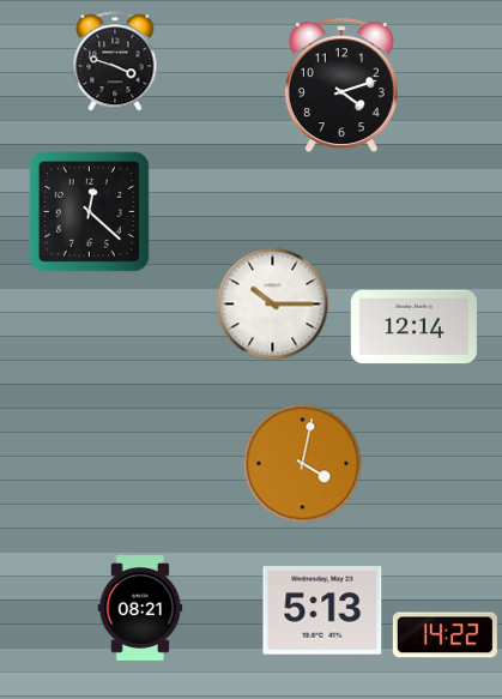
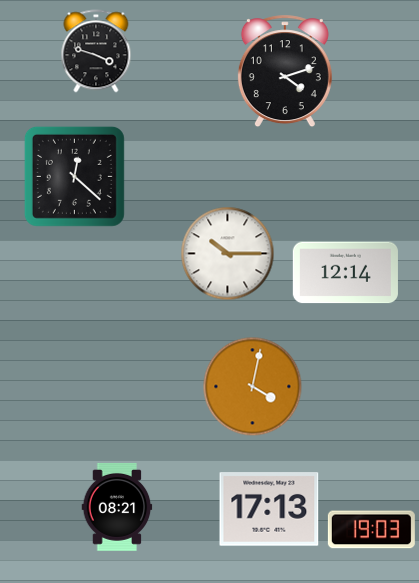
clock at (322, 610): 5:13 -> 17:13
clock at (444, 635): 14:22 -> 19:03
